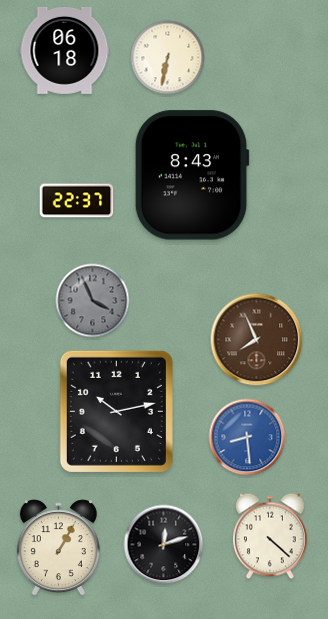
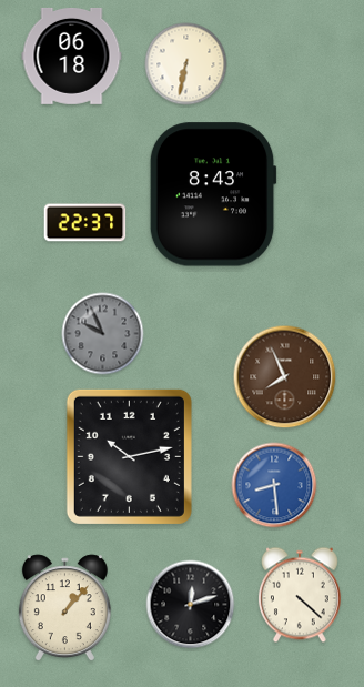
clock at (93, 301): 3:56 -> 9:56
clock at (164, 545) position: (164, 545) -> (191, 605)
clock at (58, 548): 1:05 -> 1:07
